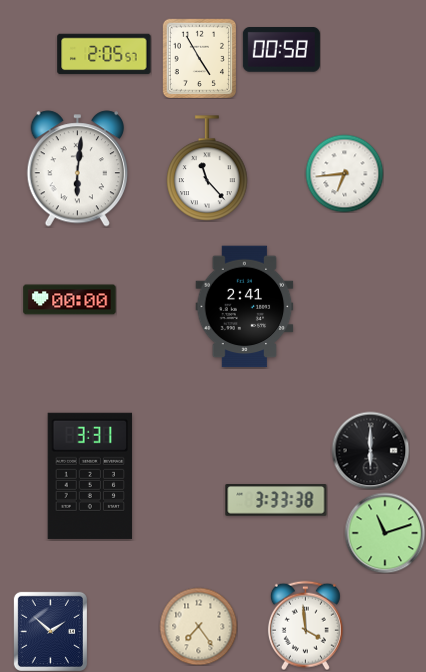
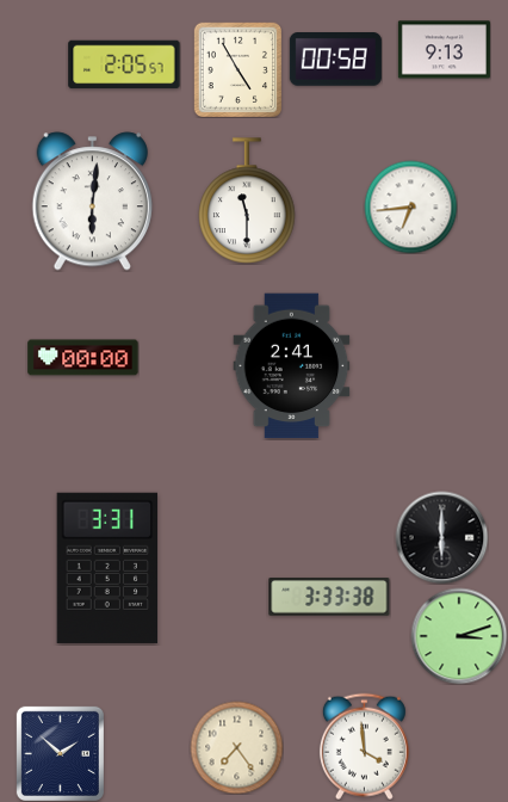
clock at (444, 50): none -> 9:13
clock at (207, 168): 11:23 -> 11:30
clock at (385, 533): 11:12 -> 3:12
